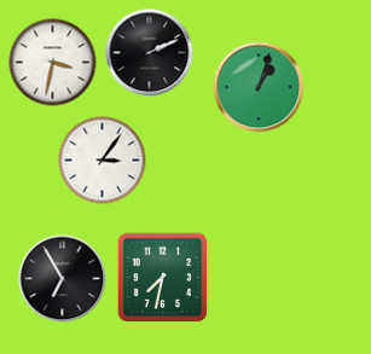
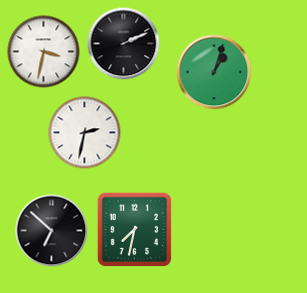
clock at (103, 161): 3:06 -> 2:32
clock at (63, 279): 6:55 -> 6:52
